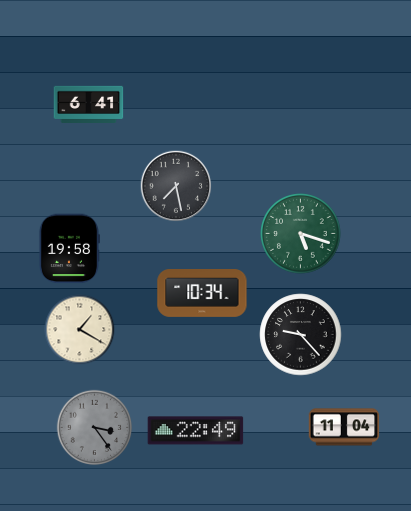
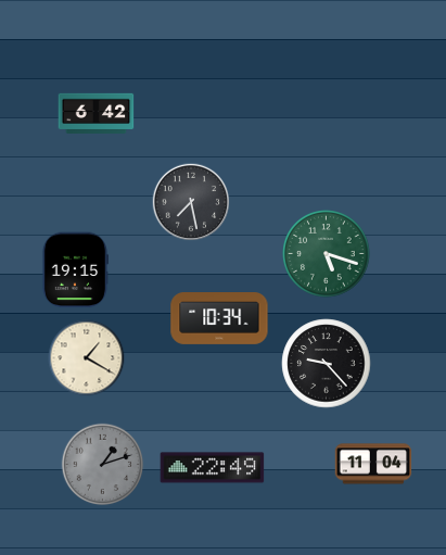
clock at (89, 104): 6:41 -> 6:42
clock at (69, 249): 19:58 -> 19:15
clock at (95, 428): 3:24 -> 1:12
